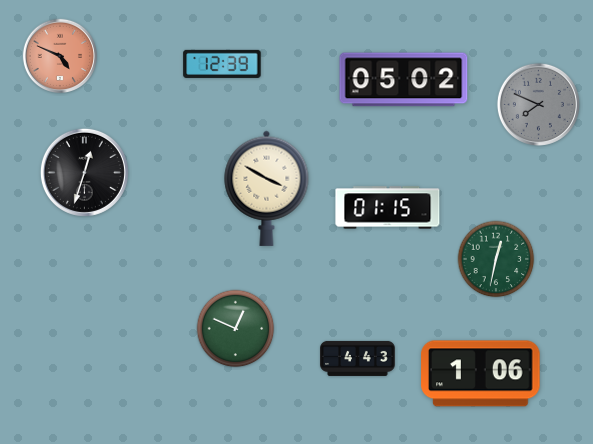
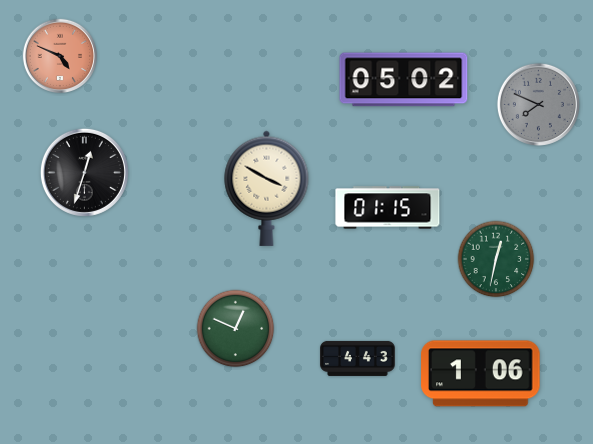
clock at (222, 64): 12:39 -> none
